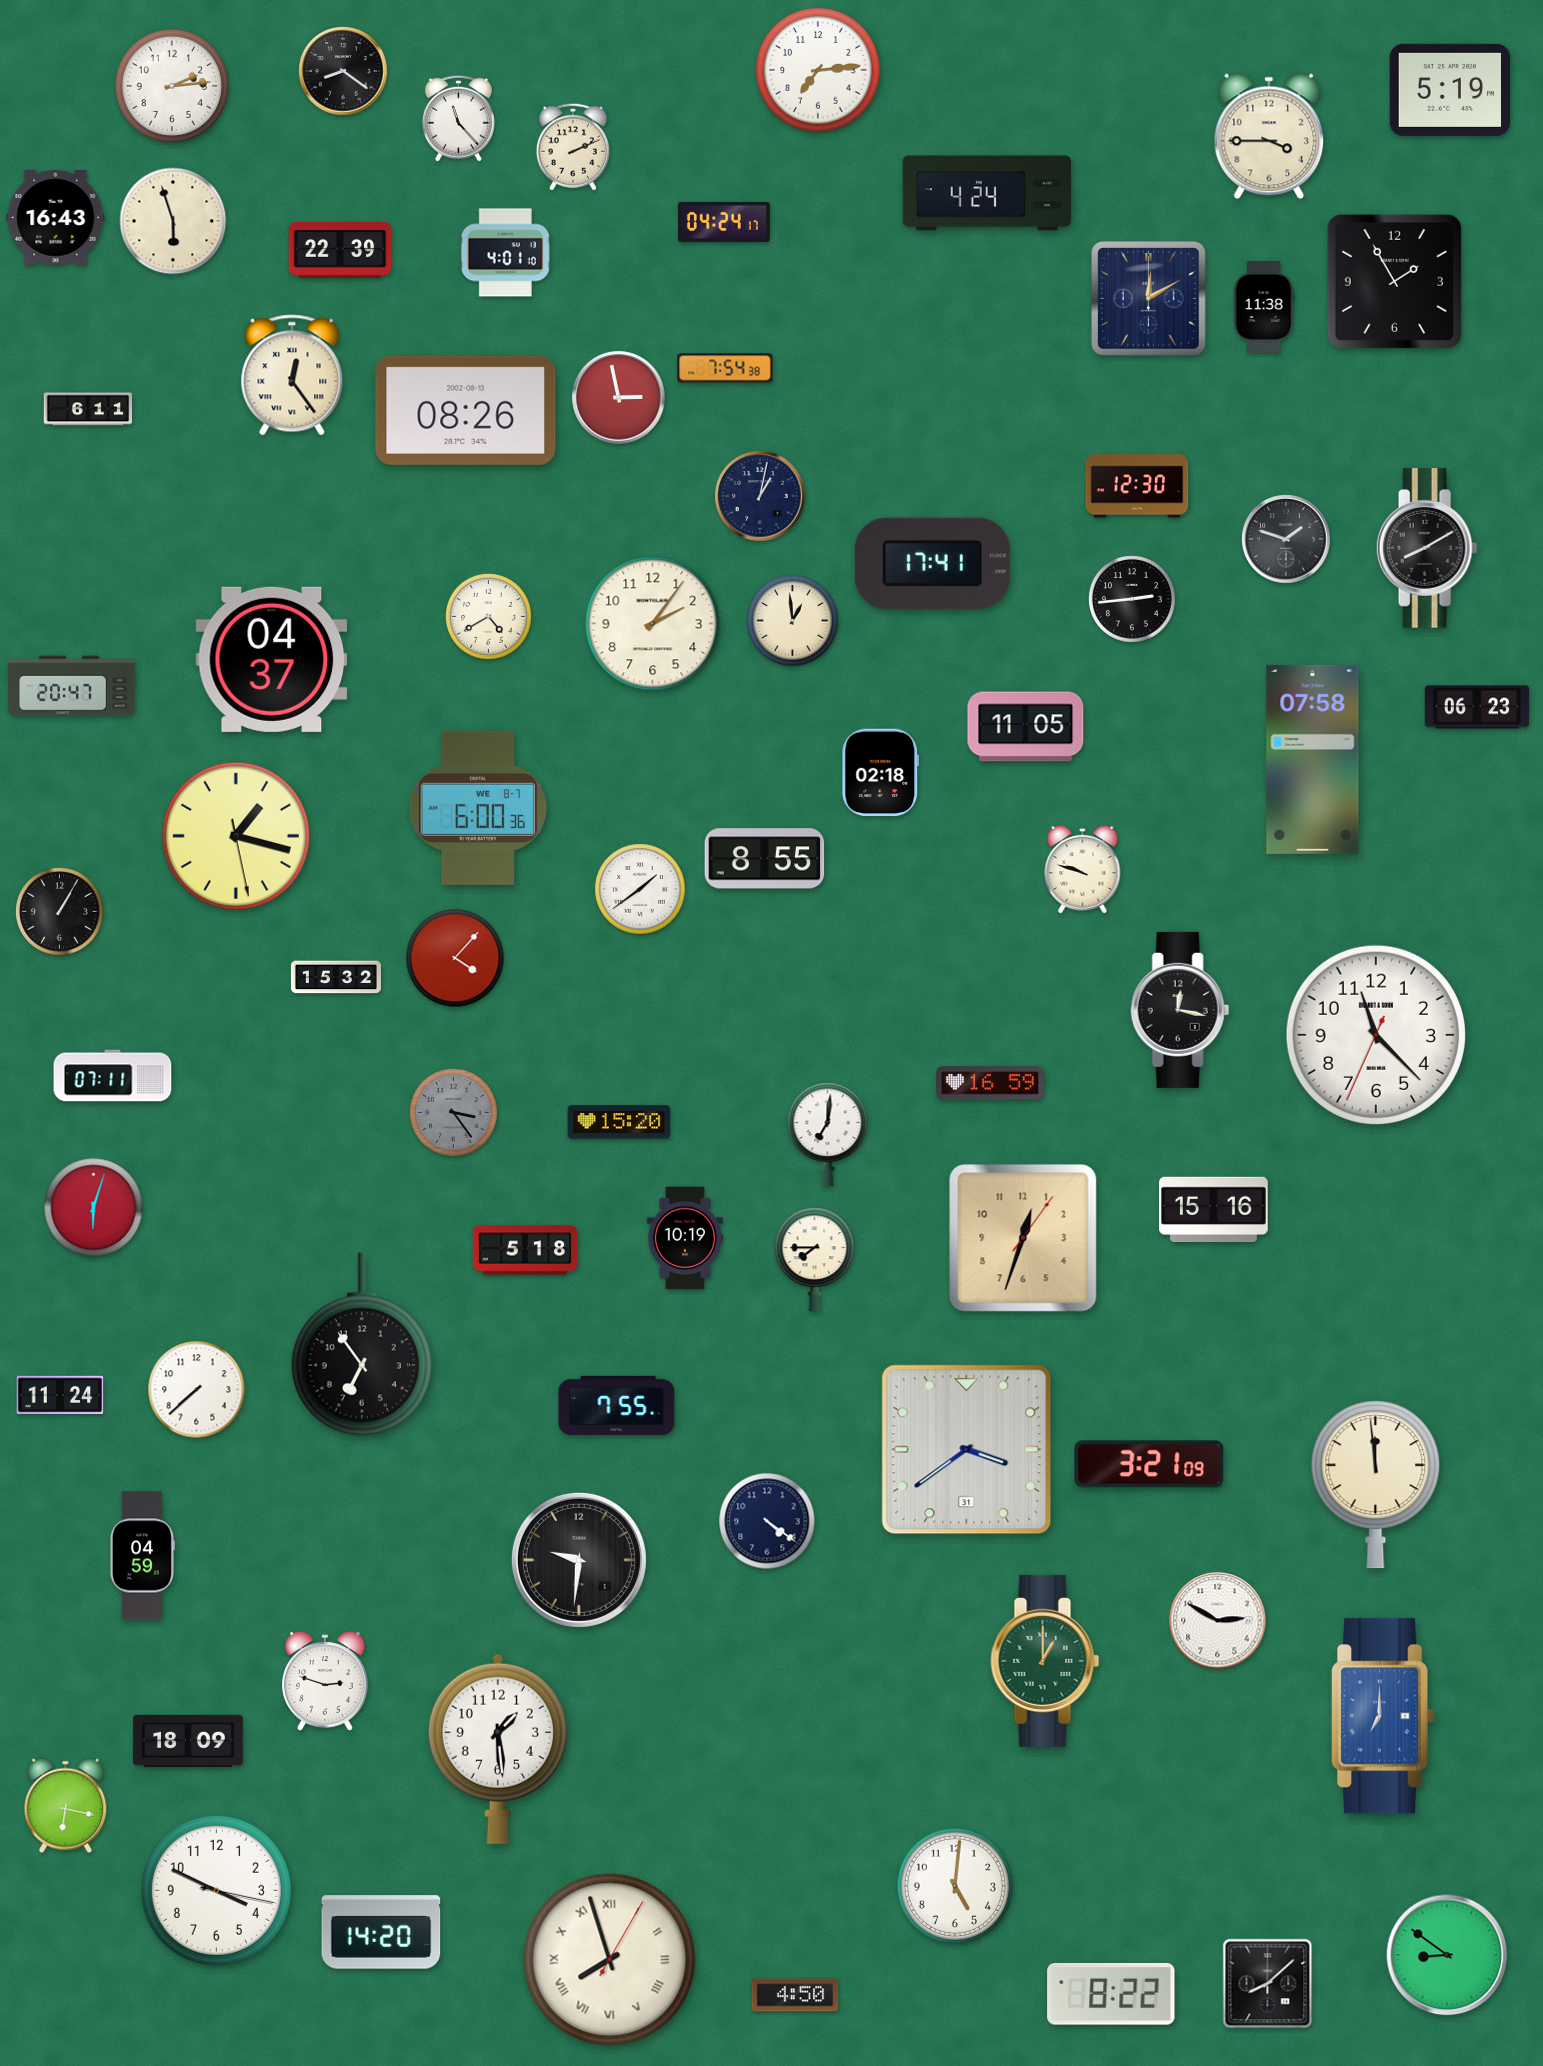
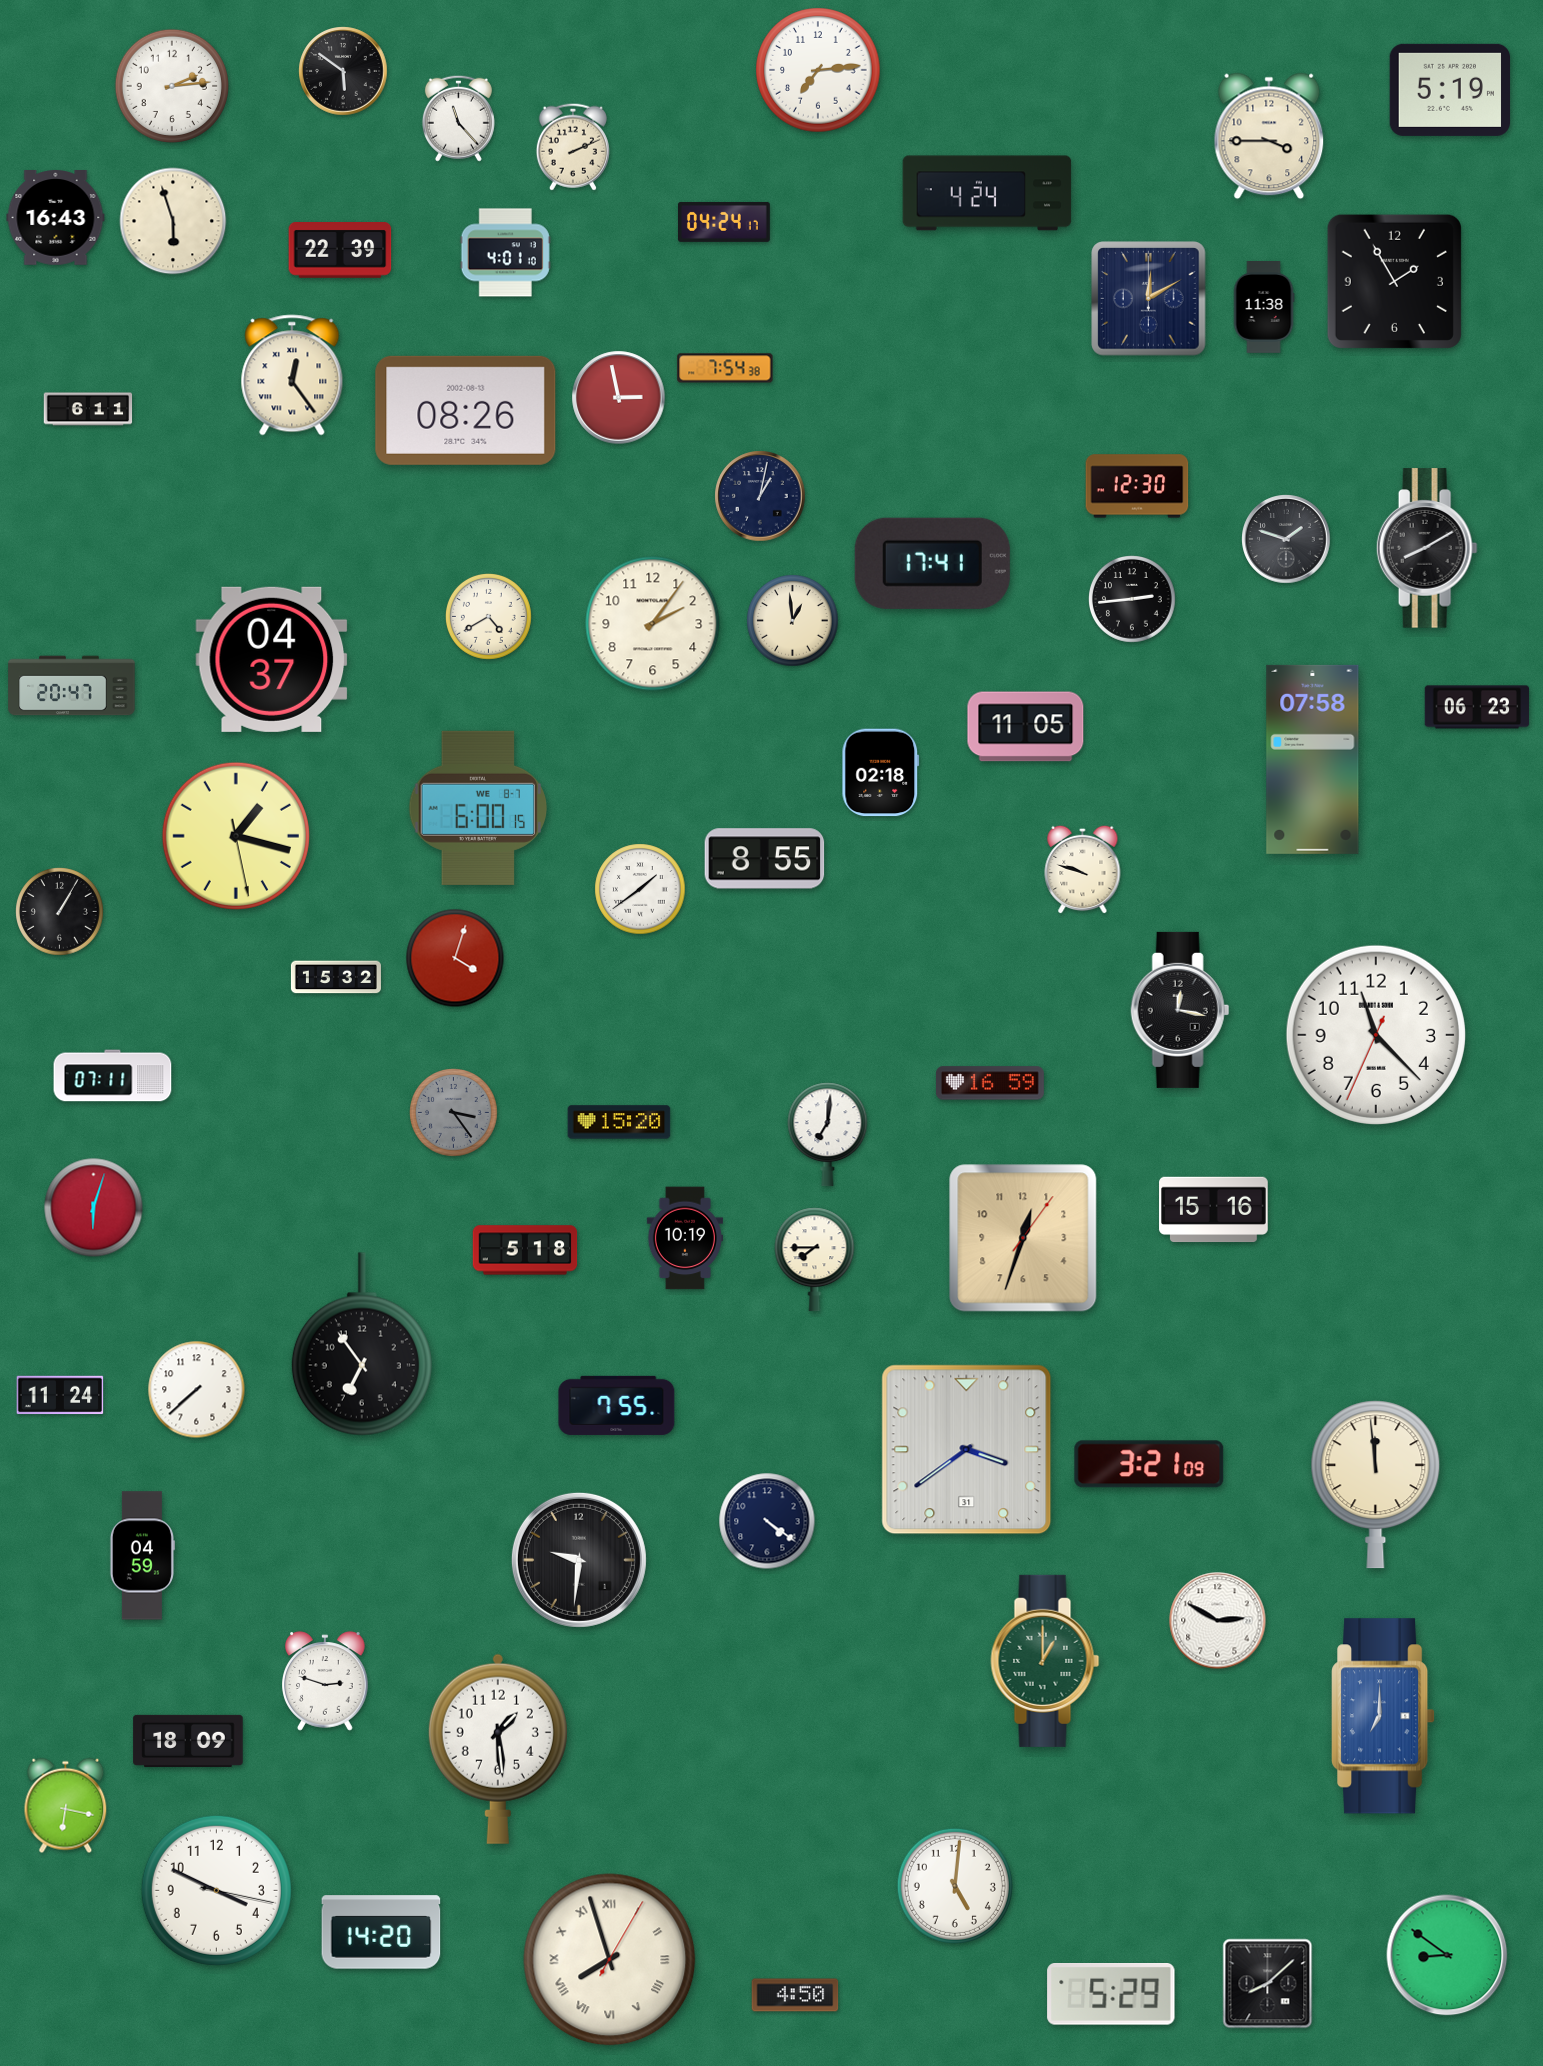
clock at (343, 71): 8:21 -> 5:51
clock at (478, 808): 6:00:36 -> 6:00:15
clock at (455, 958): 4:07 -> 4:03
clock at (1111, 1995): 8:22 -> 5:29
